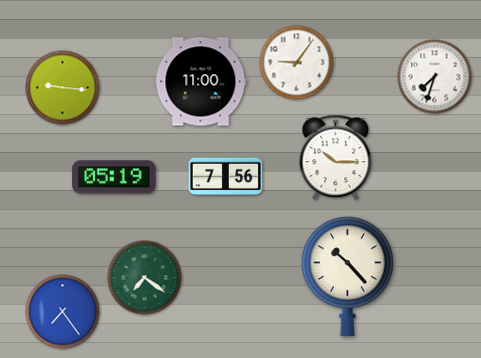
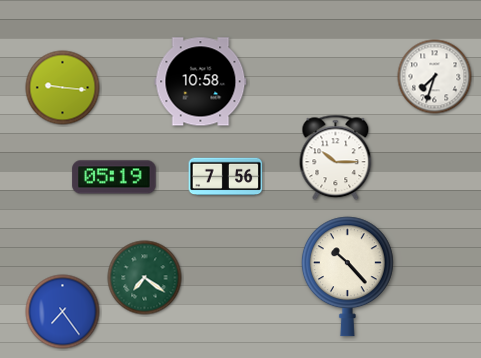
clock at (297, 63): 9:06 -> none
clock at (201, 82): 11:00 -> 10:58
